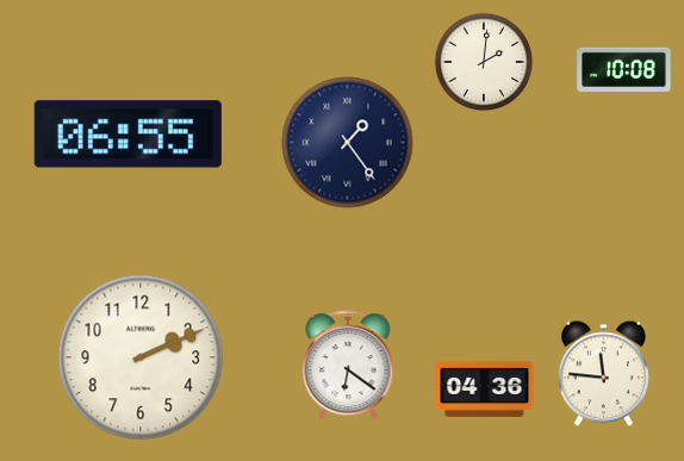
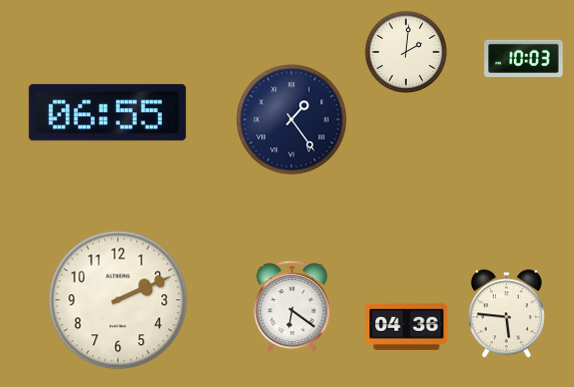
clock at (624, 69): 10:08 -> 10:03
clock at (603, 374): 11:46 -> 5:46
